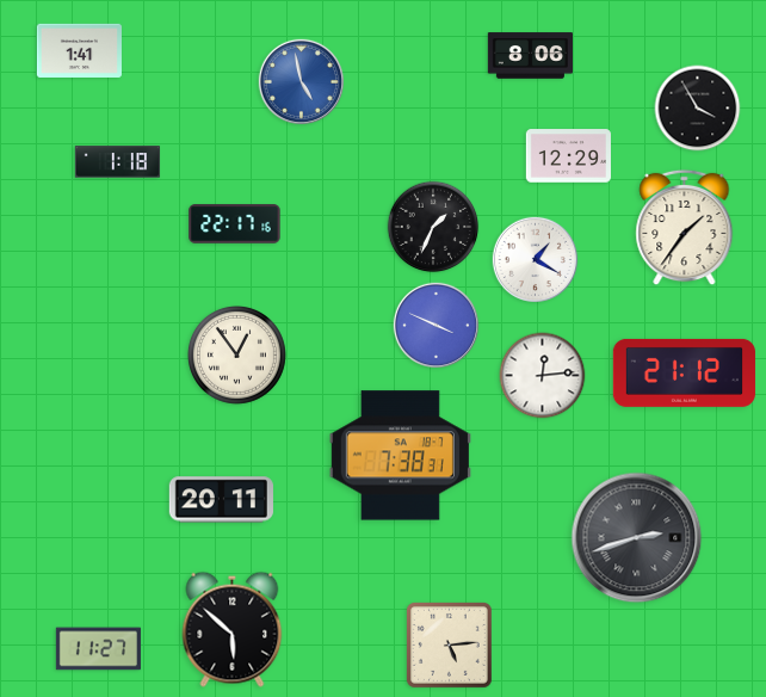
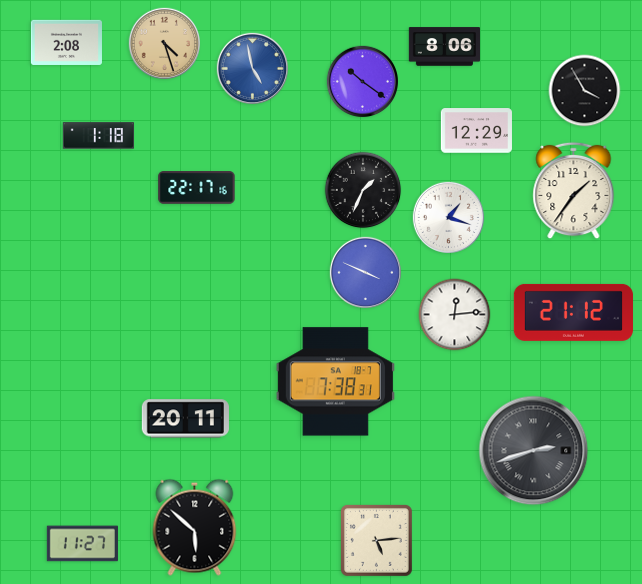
clock at (79, 50): 1:41 -> 2:08
clock at (164, 43): none -> 4:27
clock at (362, 81): none -> 10:21
clock at (535, 259): 1:20 -> 1:18
clock at (236, 354): 12:54 -> none
